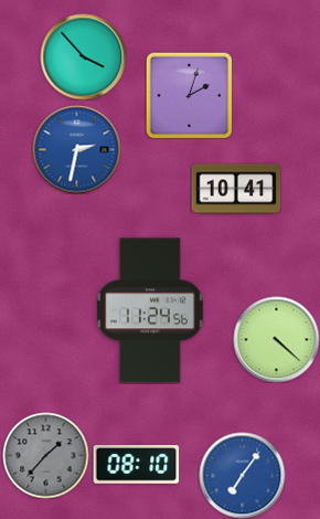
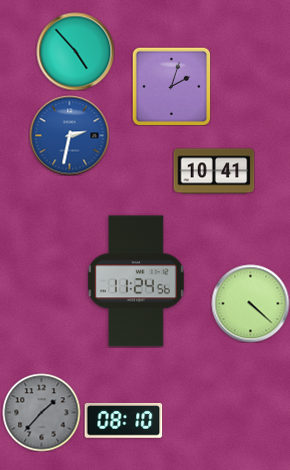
clock at (83, 56): 3:53 -> 4:53
clock at (276, 339) position: (276, 339) -> (250, 303)
clock at (242, 475): 7:06 -> none
